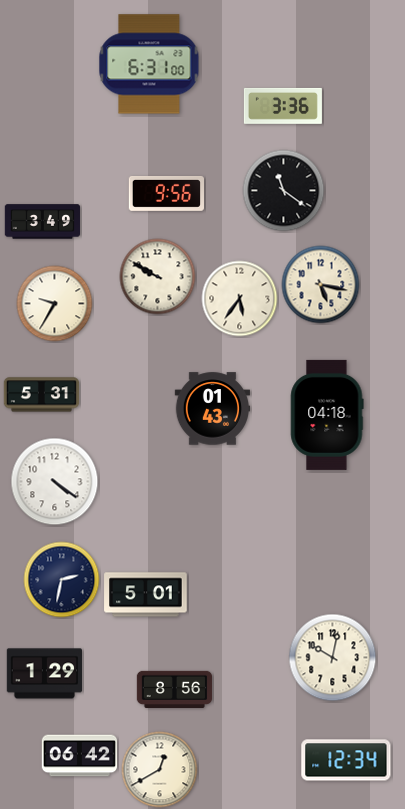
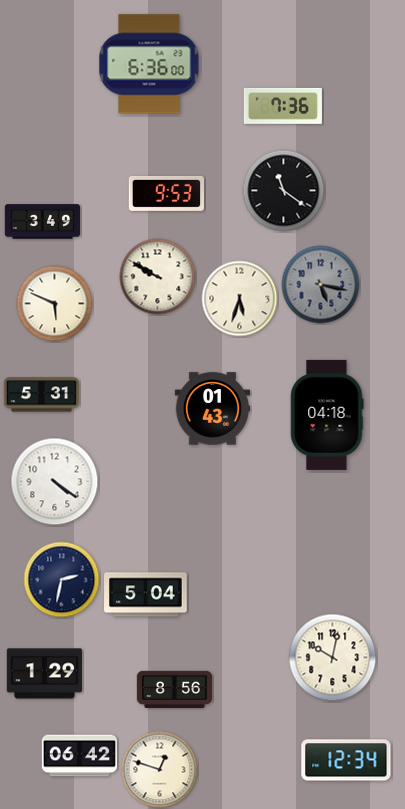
clock at (149, 64): 6:31 -> 6:36
clock at (283, 106): 3:36 -> 7:36
clock at (167, 193): 9:56 -> 9:53
clock at (321, 285) dial: cream -> grey
clock at (240, 299): 5:36 -> 5:33
clock at (55, 304): 9:35 -> 5:49
clock at (146, 595): 5:01 -> 5:04
clock at (160, 770): 12:40 -> 12:48
